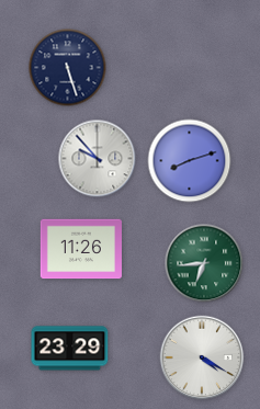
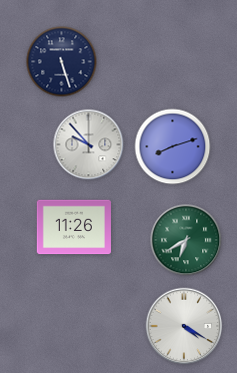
clock at (204, 263): 6:44 -> 6:40
clock at (70, 349): 23:29 -> none
